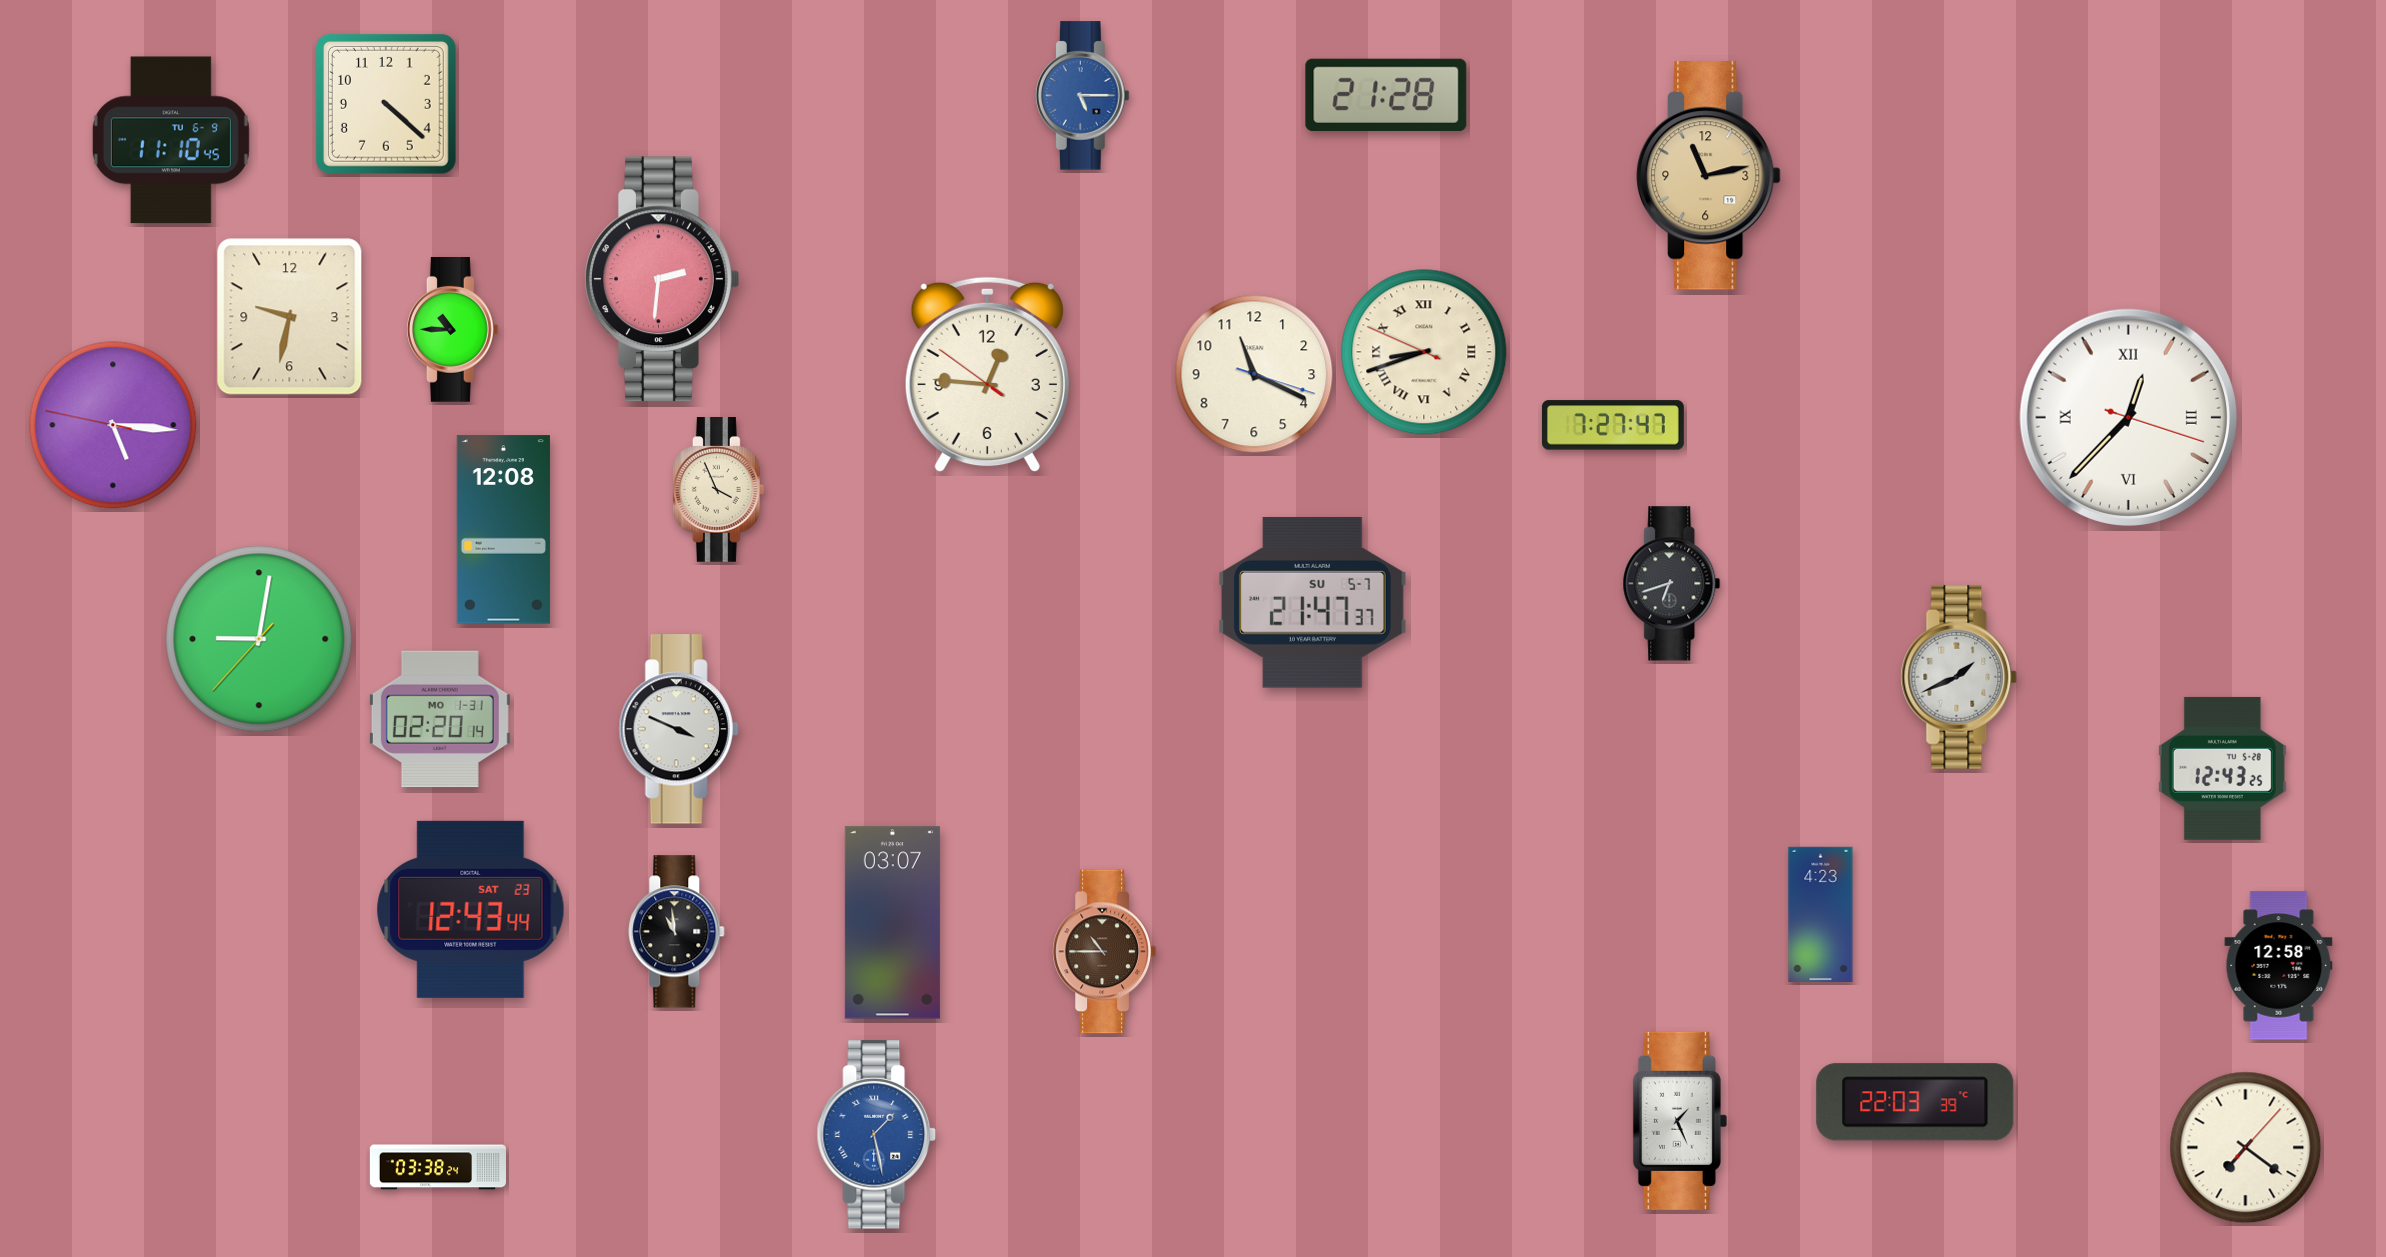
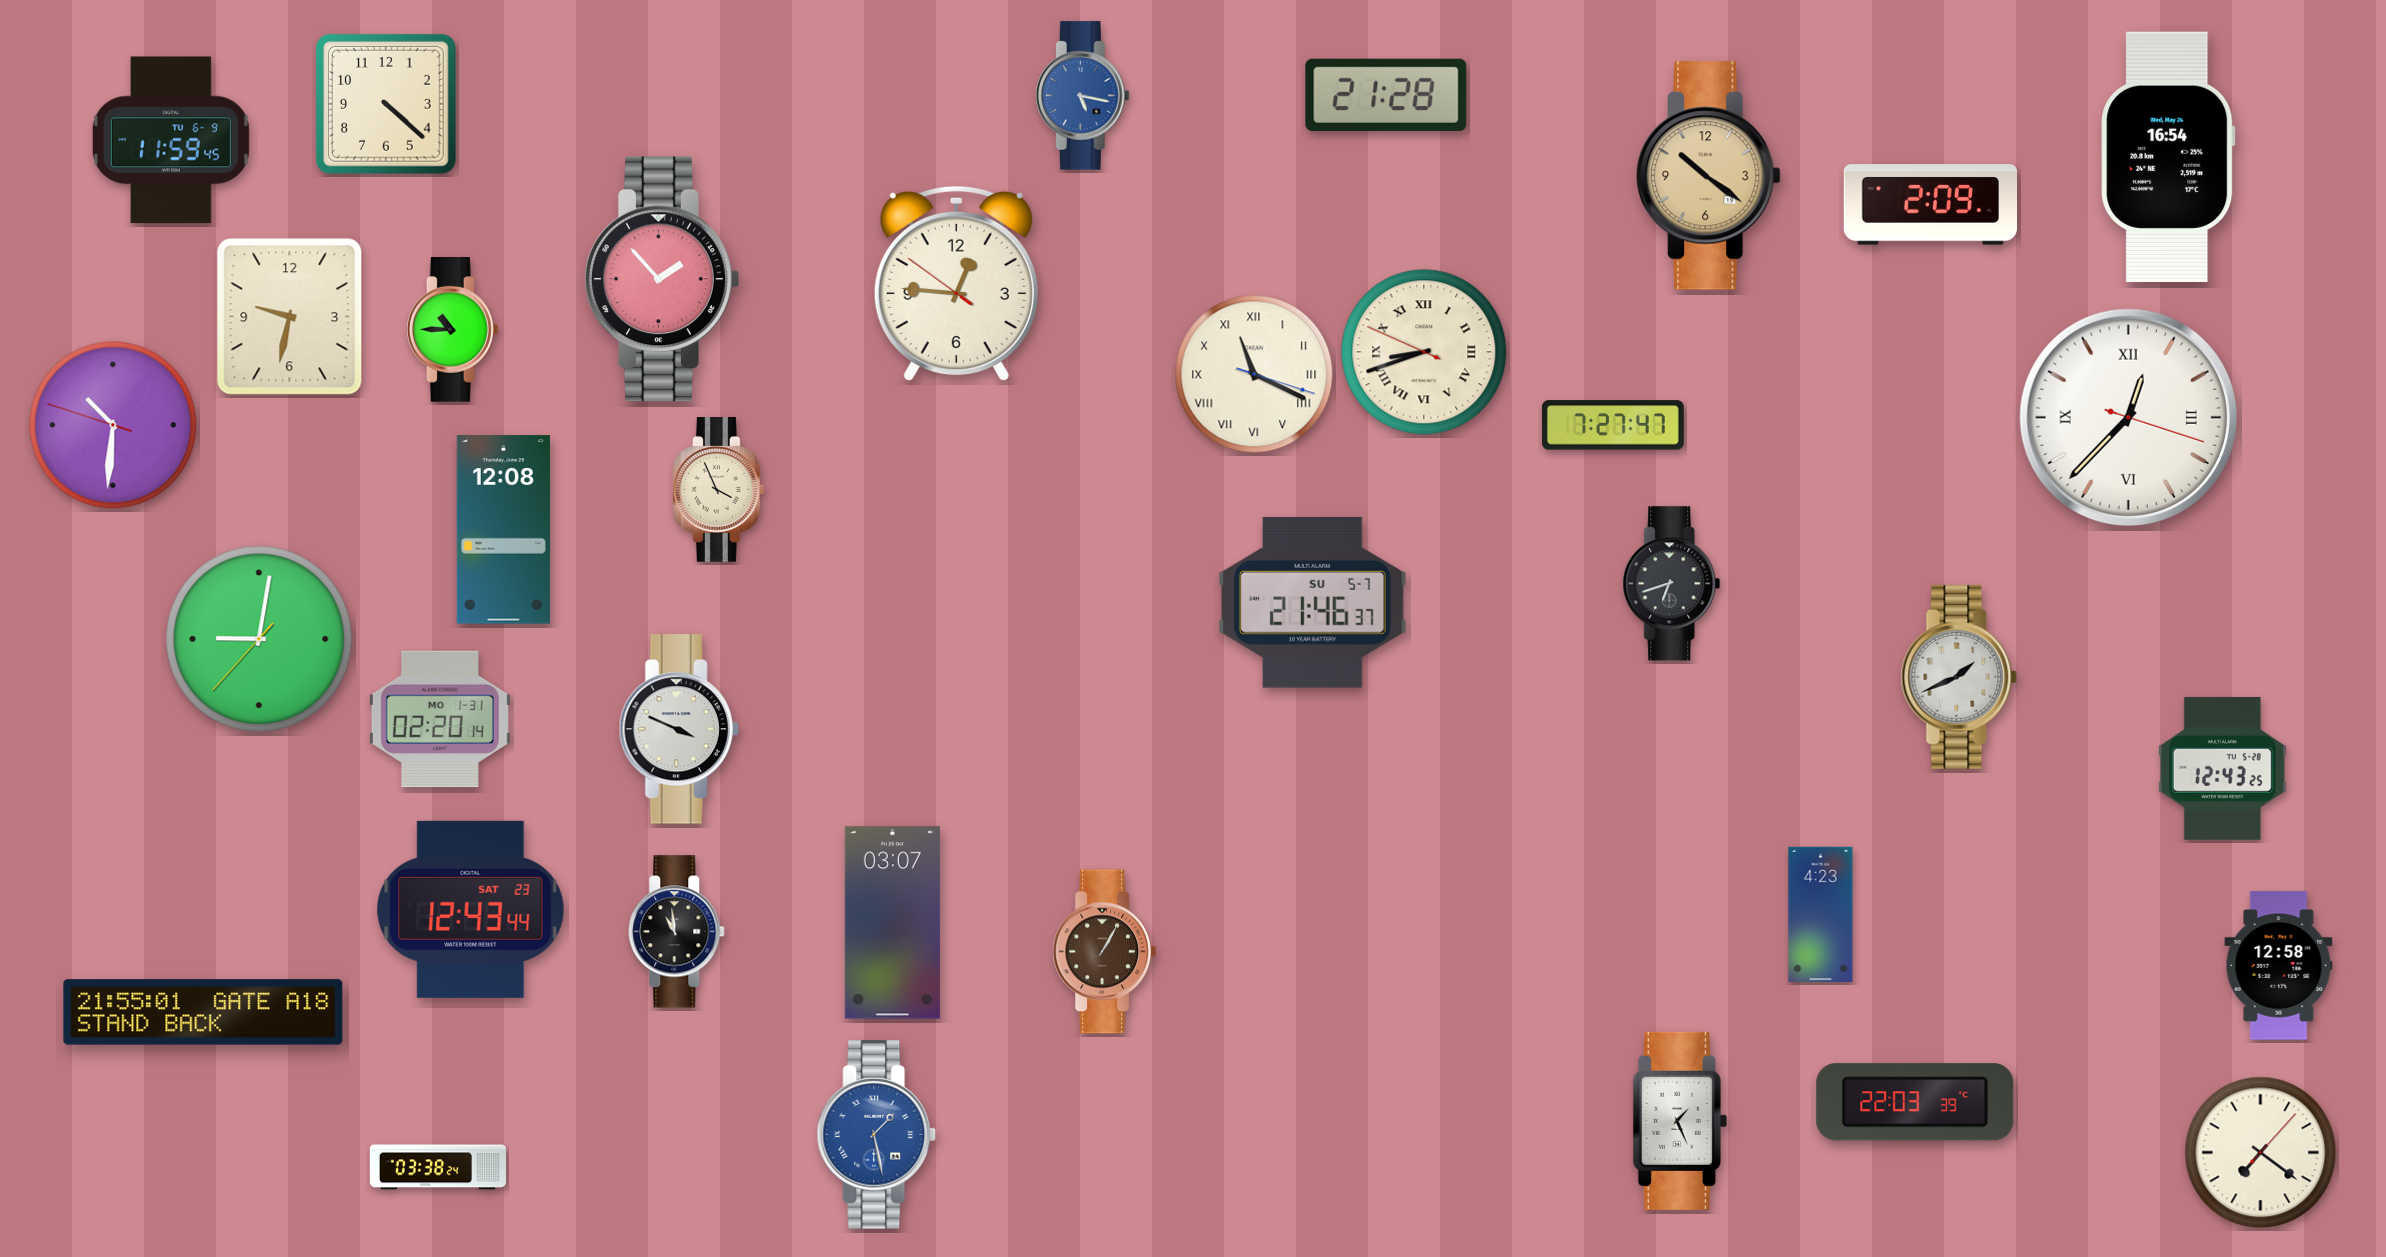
clock at (1082, 96): 5:15 -> 5:17
clock at (171, 140): 11:10 -> 11:59
clock at (2168, 157): none -> 16:54
clock at (1709, 176): 11:13 -> 10:21
clock at (1930, 205): none -> 2:09
clock at (662, 279): 2:31 -> 1:53
clock at (1254, 374) numerals: Arabic -> Roman
clock at (987, 375) position: (987, 375) -> (956, 284)
clock at (113, 425): 5:15 -> 10:30
clock at (1313, 602): 21:47 -> 21:46
clock at (1105, 952): 10:45 -> 1:05
clock at (203, 1012): none -> 21:55
clock at (2246, 1148) position: (2246, 1148) -> (2261, 1153)
